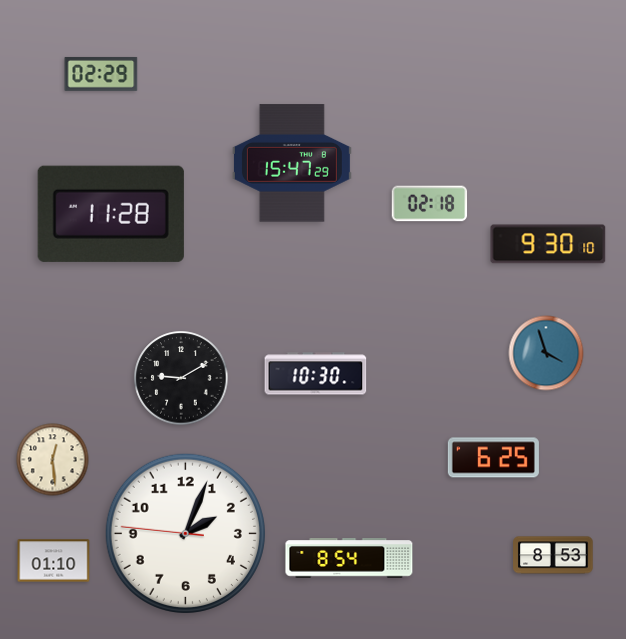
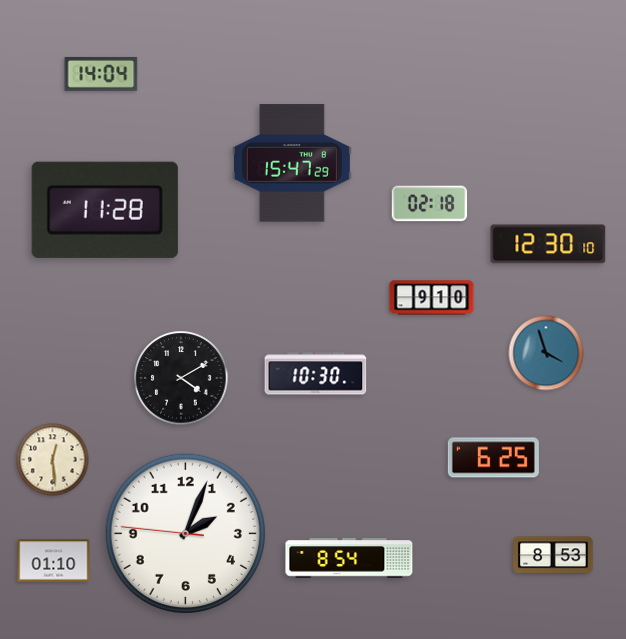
clock at (101, 74): 02:29 -> 14:04
clock at (111, 214) position: (111, 214) -> (105, 210)
clock at (548, 244): 9:30 -> 12:30
clock at (432, 298): none -> 9:10
clock at (181, 378): 9:10 -> 4:10
